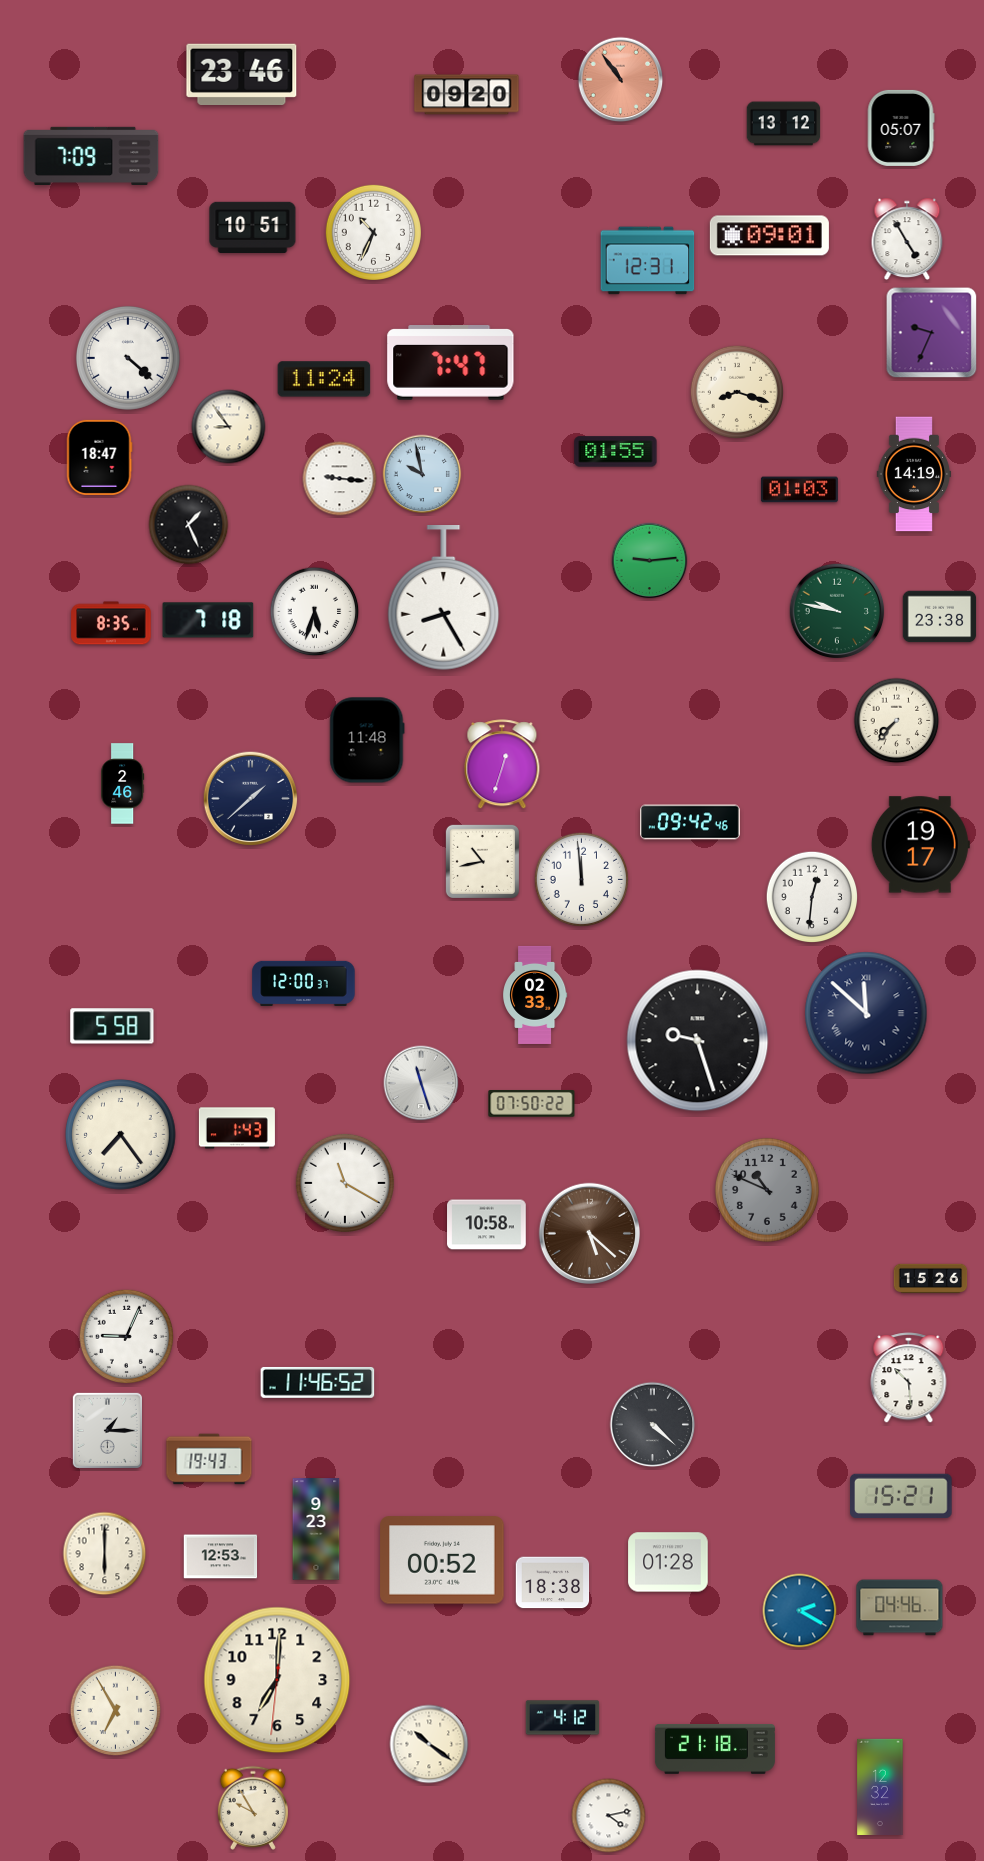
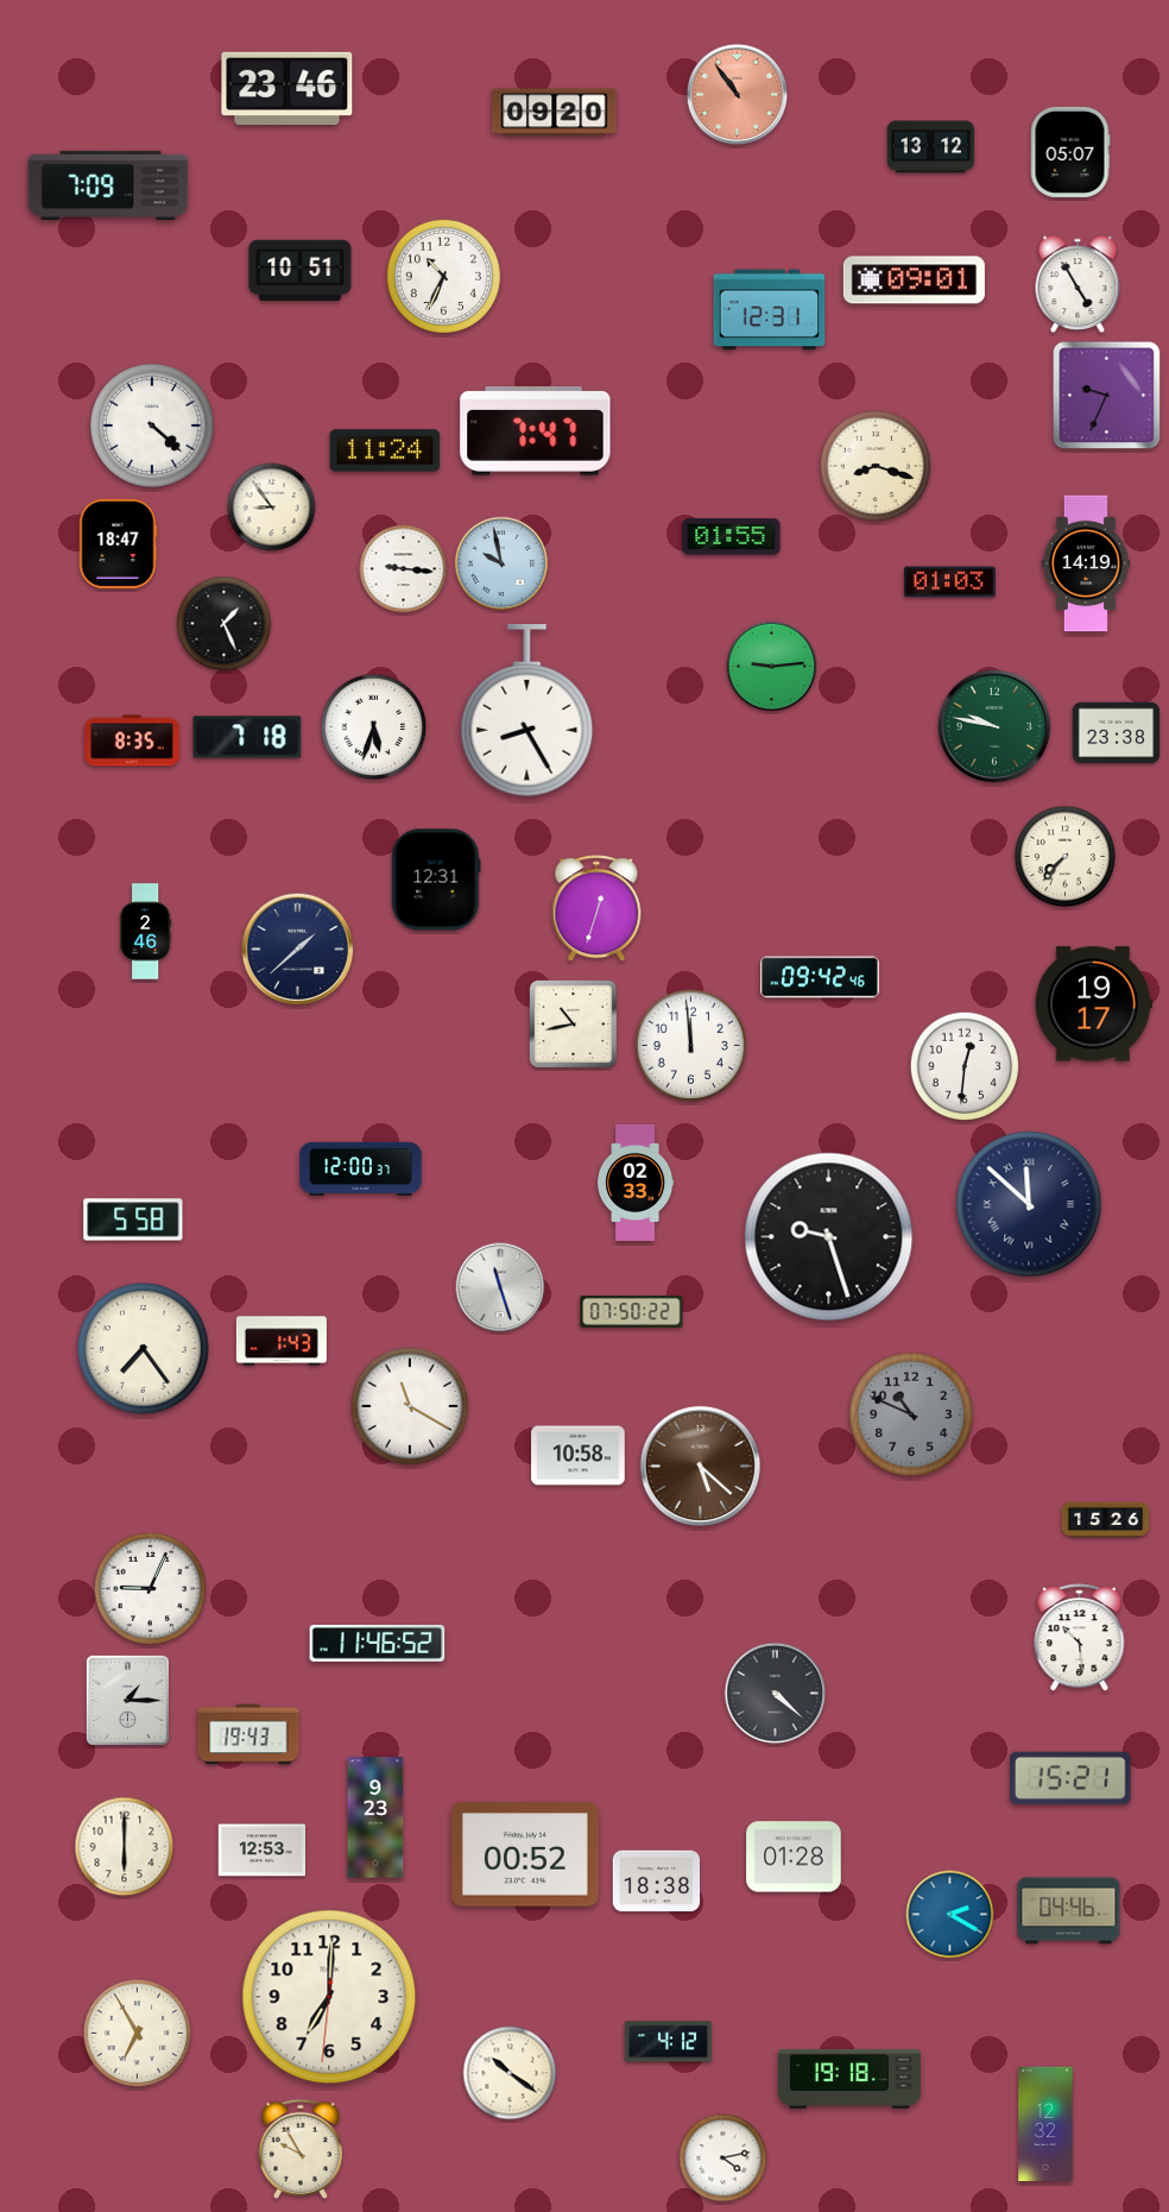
clock at (367, 740): 11:48 -> 12:31
clock at (715, 1750): 21:18 -> 19:18
